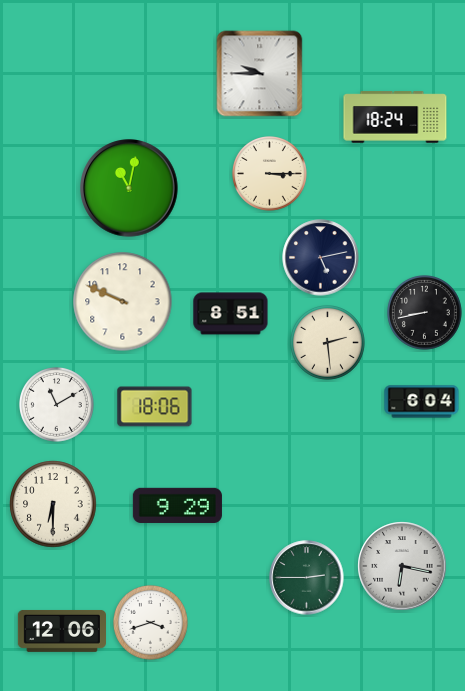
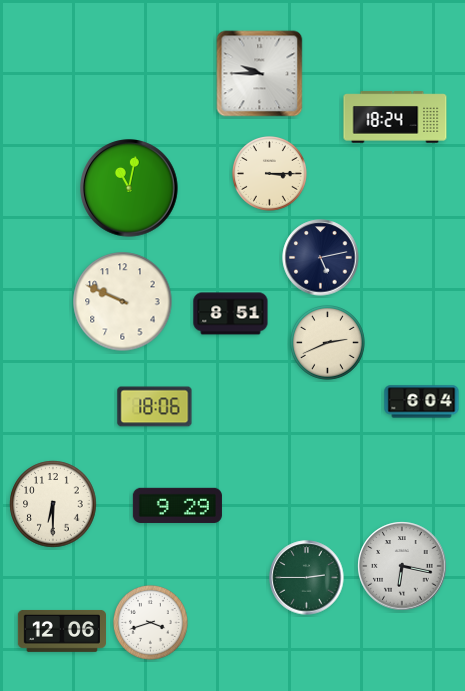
clock at (425, 313): 8:43 -> none
clock at (328, 343): 2:29 -> 2:41
clock at (57, 405): 11:10 -> none
